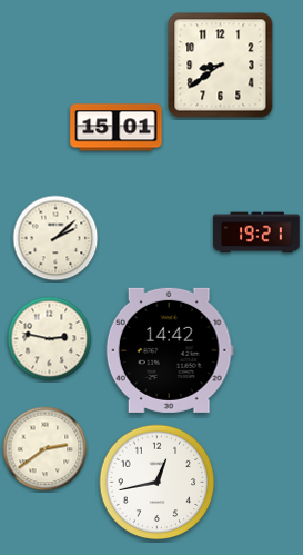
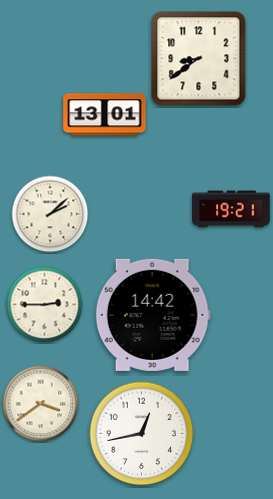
clock at (117, 128): 15:01 -> 13:01
clock at (50, 339): 2:47 -> 2:45
clock at (46, 449): 2:39 -> 3:39
